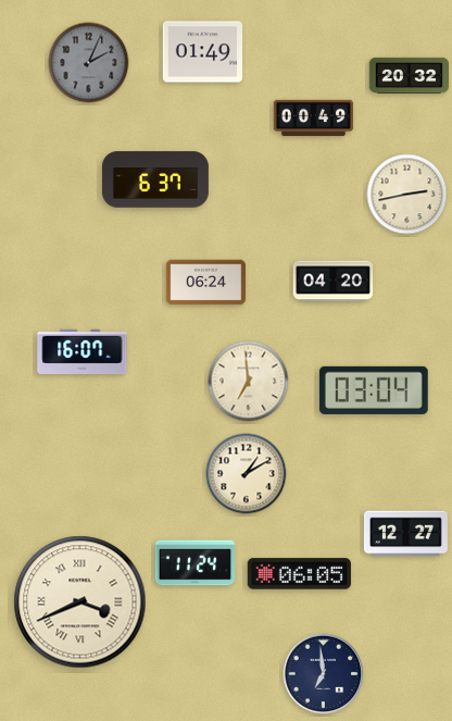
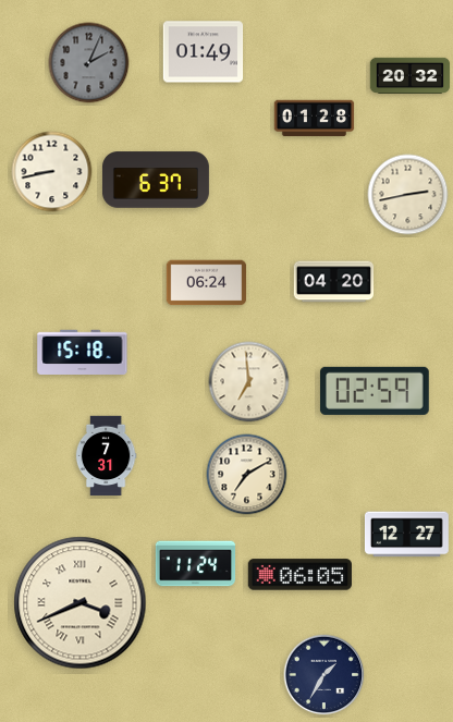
clock at (314, 119): 00:49 -> 01:28
clock at (52, 172): none -> 8:43
clock at (83, 351): 16:07 -> 15:18
clock at (374, 390): 03:04 -> 02:59
clock at (106, 456): none -> 7:31
clock at (247, 474): 1:10 -> 7:10
clock at (324, 674): 6:59 -> 1:35
